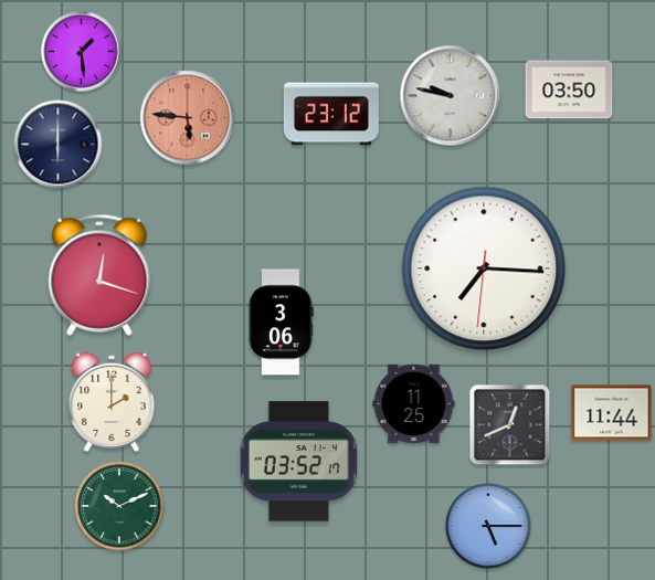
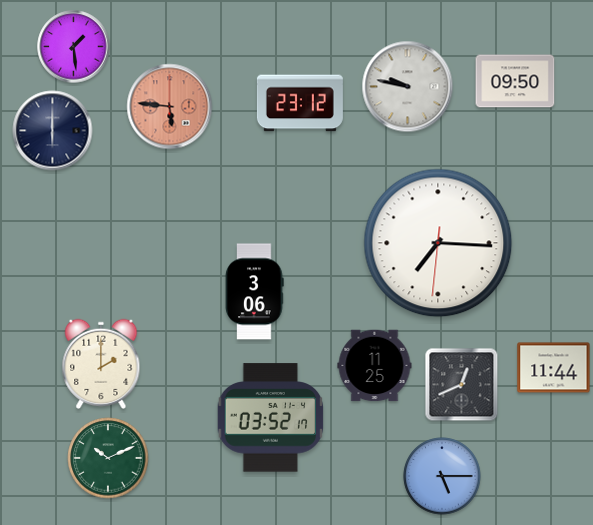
clock at (569, 89): 03:50 -> 09:50
clock at (99, 275): 12:18 -> none
clock at (612, 413) position: (612, 413) -> (554, 368)
